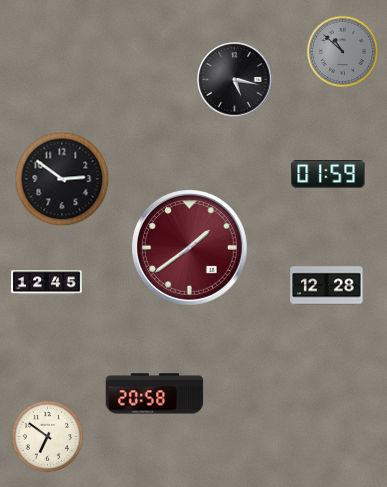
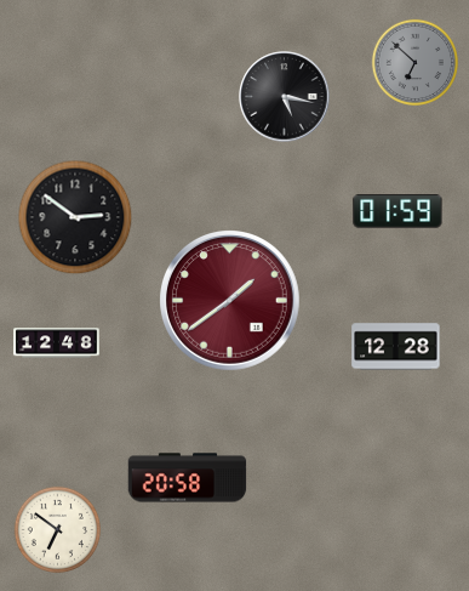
clock at (343, 52): 10:52 -> 6:52
clock at (47, 283): 12:45 -> 12:48
